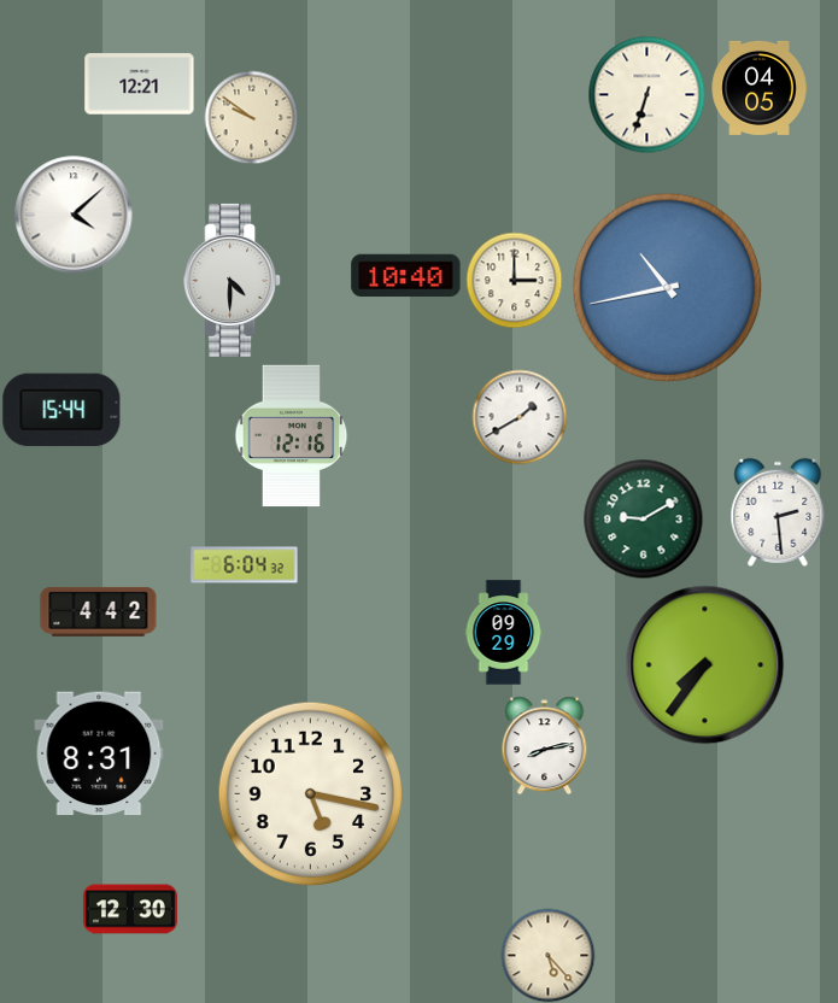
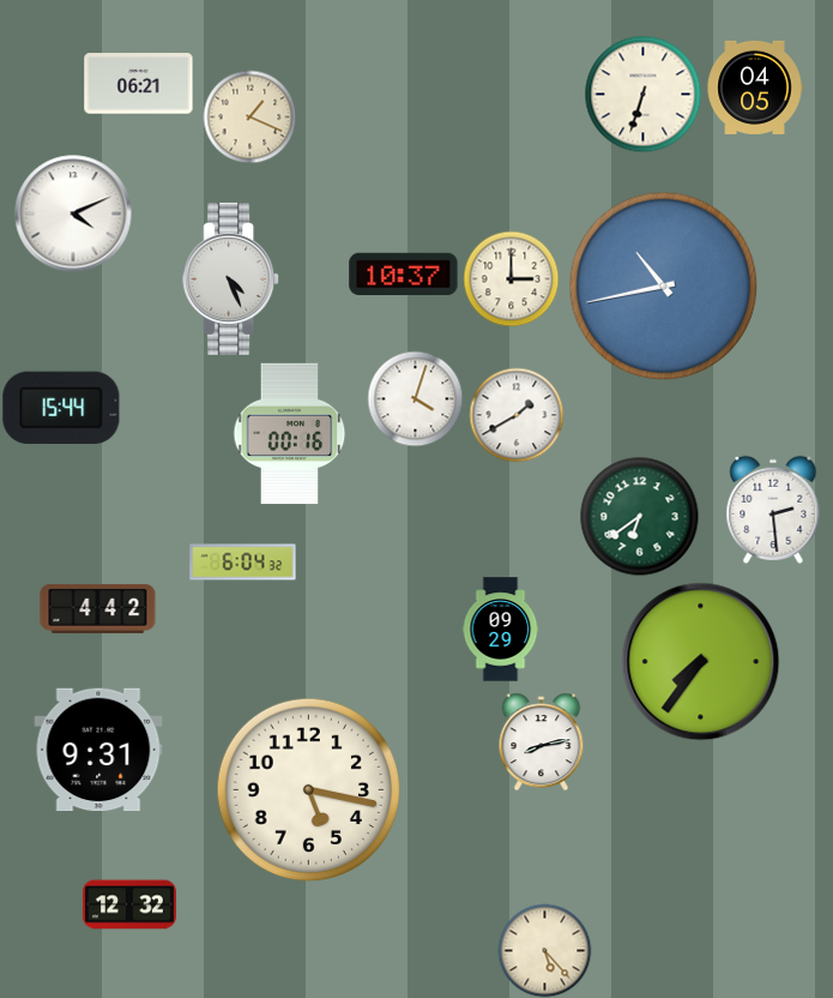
clock at (140, 84): 12:21 -> 06:21
clock at (251, 117): 9:51 -> 1:19
clock at (74, 215): 4:08 -> 4:11
clock at (406, 276): 10:40 -> 10:37
clock at (233, 280): 4:30 -> 4:26
clock at (415, 398): none -> 4:03
clock at (292, 436): 12:16 -> 00:16
clock at (644, 520): 9:10 -> 6:39
clock at (99, 753): 8:31 -> 9:31
clock at (130, 909): 12:30 -> 12:32
